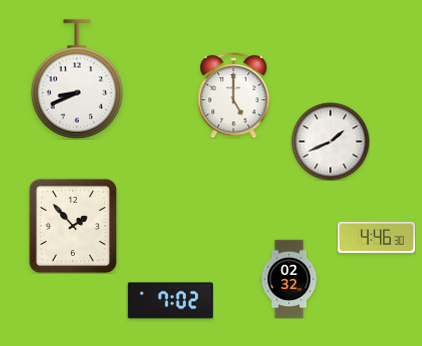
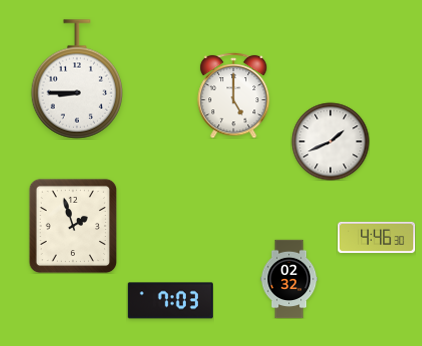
clock at (76, 79): 8:41 -> 8:45
clock at (73, 226): 1:53 -> 1:57
clock at (170, 301): 7:02 -> 7:03
